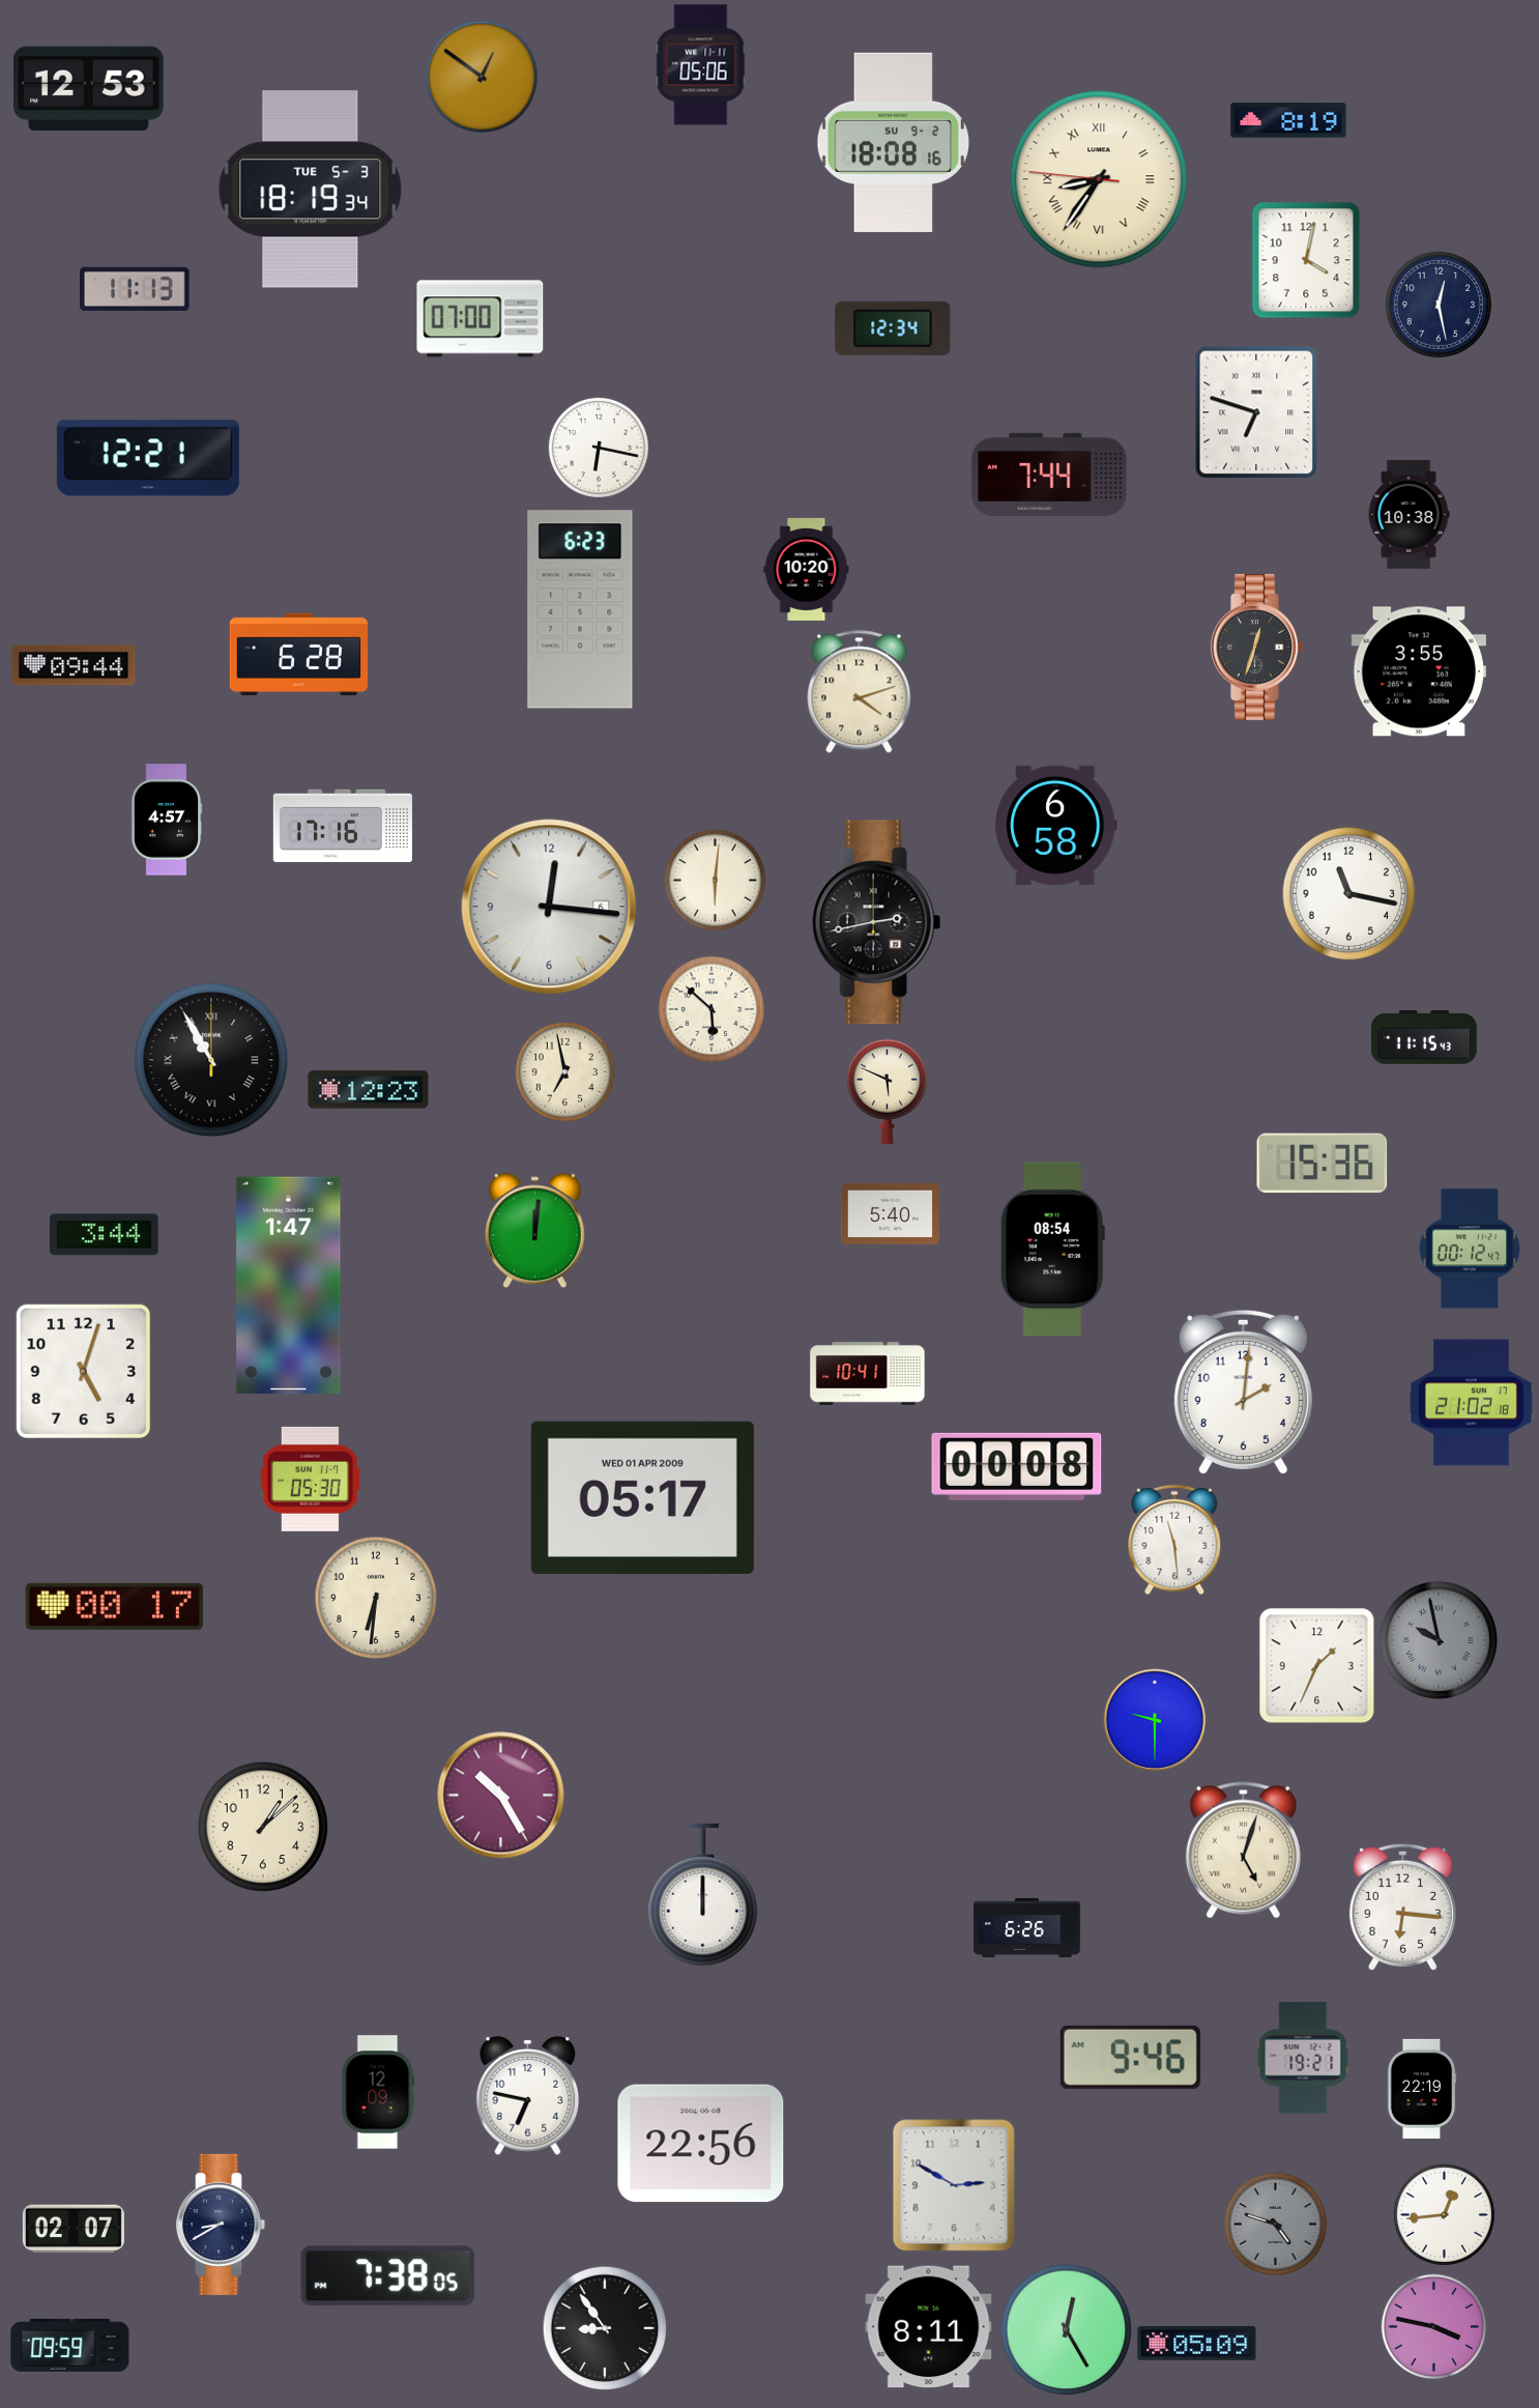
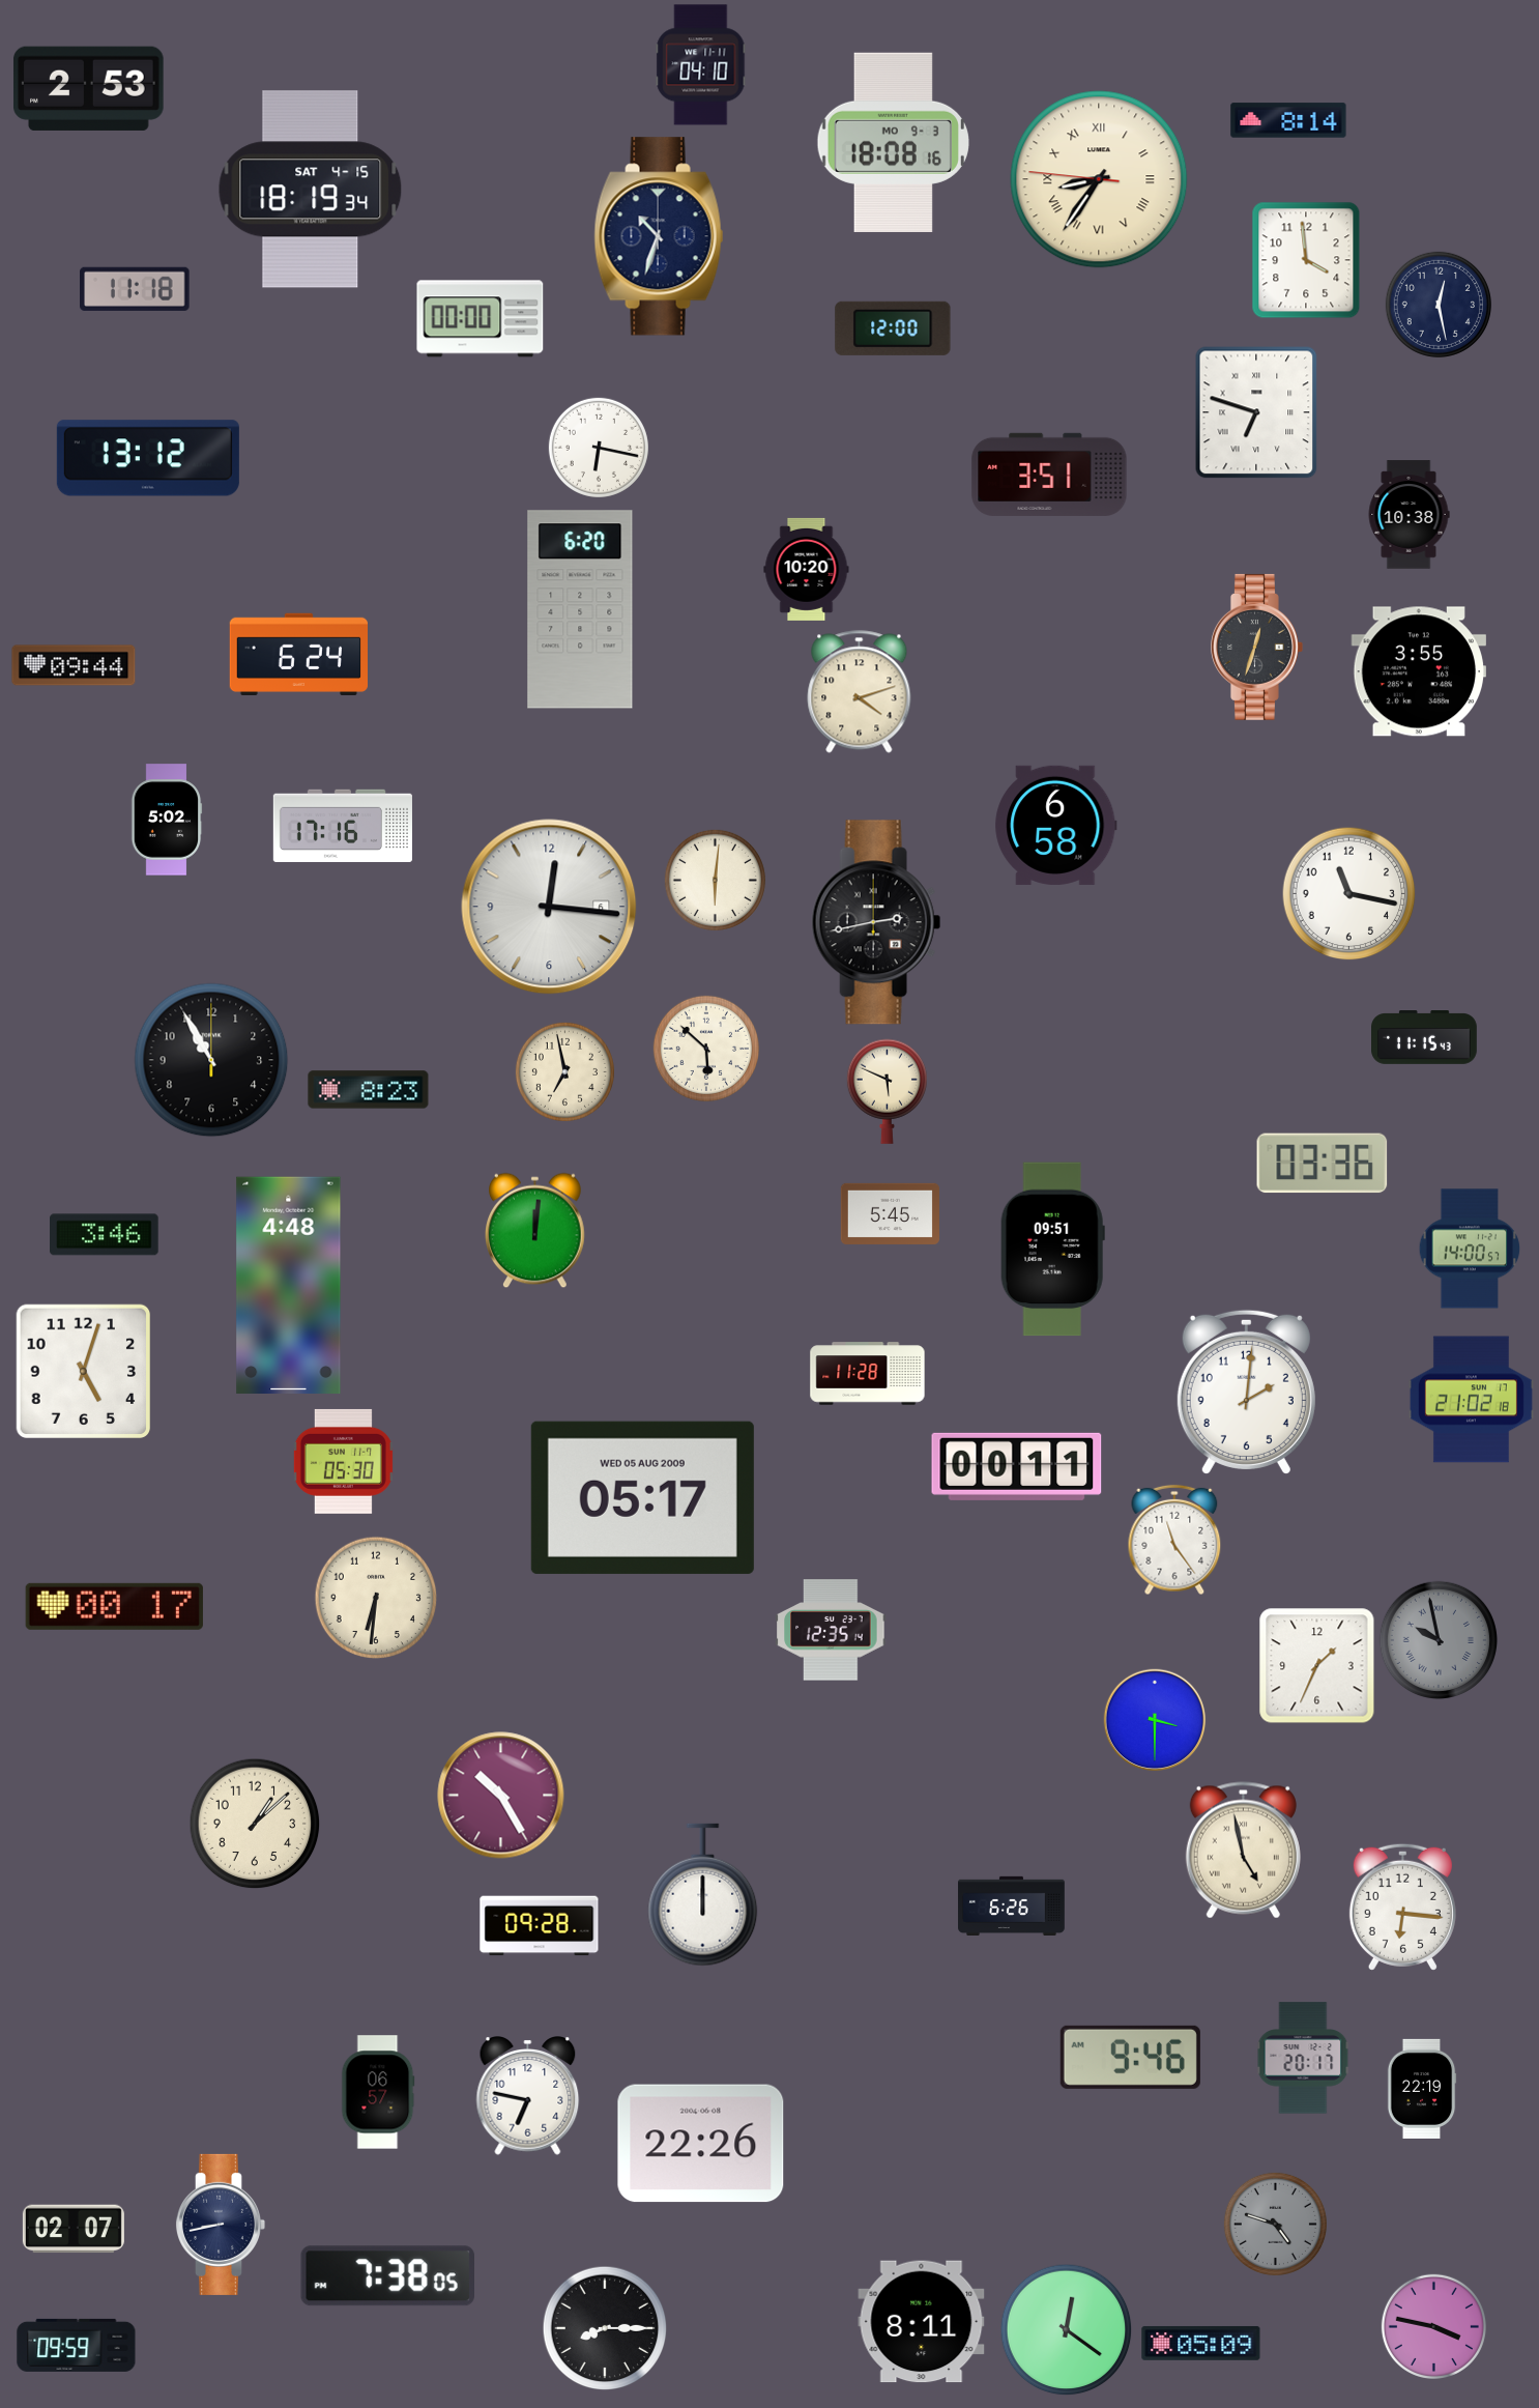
clock at (701, 65): 05:06 -> 04:10
clock at (481, 76): 12:51 -> none
clock at (89, 88): 12:53 -> 2:53
clock at (1288, 120): 8:19 -> 8:14
clock at (893, 142) date: SU 9-2 -> MO 9-3
clock at (311, 190) date: TUE 5-3 -> SAT 4-15
clock at (659, 236): none -> 10:33
clock at (1306, 260): 4:02 -> 3:59
clock at (136, 289): 11:13 -> 11:18
clock at (481, 319): 07:00 -> 00:00
clock at (893, 328): 12:34 -> 12:00
clock at (148, 458): 12:21 -> 13:12
clock at (1049, 475): 7:44 -> 3:51
clock at (580, 609): 6:23 -> 6:20
clock at (298, 654): 6:28 -> 6:24
clock at (167, 820): 4:57 -> 5:02
clock at (712, 1009) position: (712, 1009) -> (706, 1049)
clock at (211, 1060) numerals: Roman -> Arabic
clock at (369, 1090): 12:23 -> 8:23
clock at (1323, 1164): 15:36 -> 03:36
clock at (890, 1213): 5:40 -> 5:45
clock at (105, 1235): 3:44 -> 3:46
clock at (1470, 1249): 00:12 -> 14:00
clock at (1052, 1250): 08:54 -> 09:51
clock at (289, 1285): 1:47 -> 4:48
clock at (868, 1374): 10:41 -> 11:28
clock at (1243, 1392) position: (1243, 1392) -> (1246, 1392)
clock at (1471, 1403) position: (1471, 1403) -> (1471, 1400)
clock at (1017, 1466): 00:08 -> 00:11
clock at (310, 1479) position: (310, 1479) -> (343, 1461)
clock at (642, 1497) date: WED 01 APR 2009 -> WED 05 AUG 2009
clock at (1174, 1540): 11:29 -> 11:24
clock at (831, 1630): none -> 12:35
clock at (1155, 1720): 9:30 -> 3:30
clock at (263, 1827) position: (263, 1827) -> (255, 1824)
clock at (1243, 1851): 5:03 -> 4:58
clock at (540, 1926): none -> 09:28
clock at (1027, 1927) position: (1027, 1927) -> (1012, 1905)
clock at (1303, 2058): 19:21 -> 20:17
clock at (378, 2092): 12:09 -> 06:57
clock at (701, 2144): 22:56 -> 22:26
clock at (954, 2185): 2:50 -> none
clock at (1444, 2214): 12:44 -> none
clock at (221, 2225): 8:40 -> 8:43
clock at (929, 2327) position: (929, 2327) -> (922, 2322)
clock at (605, 2328): 8:54 -> 8:15
clock at (1067, 2330): 12:25 -> 12:21
clock at (1197, 2343) position: (1197, 2343) -> (1201, 2343)
clock at (70, 2345) position: (70, 2345) -> (77, 2345)
